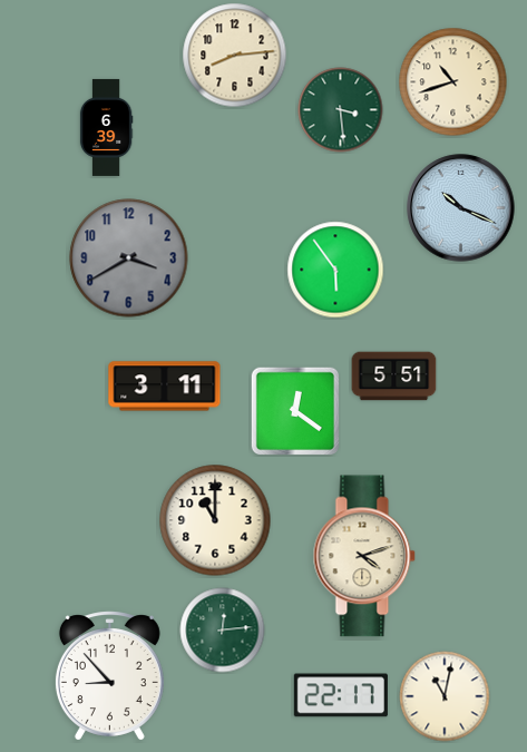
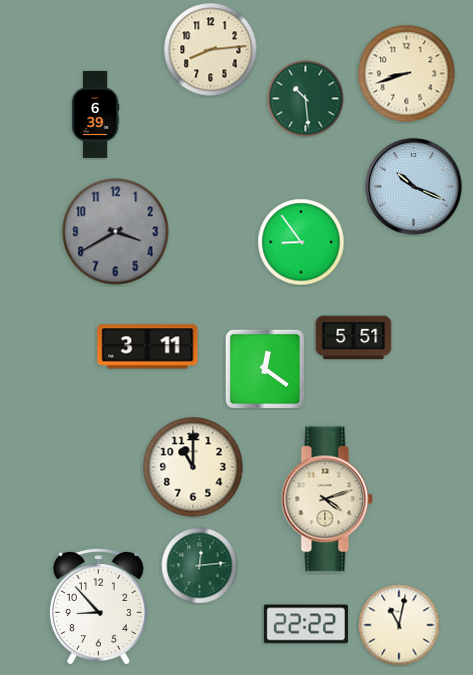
clock at (453, 82): 10:42 -> 8:42
clock at (341, 110): 3:29 -> 10:29
clock at (335, 270): 5:54 -> 8:54
clock at (341, 695): 22:17 -> 22:22
